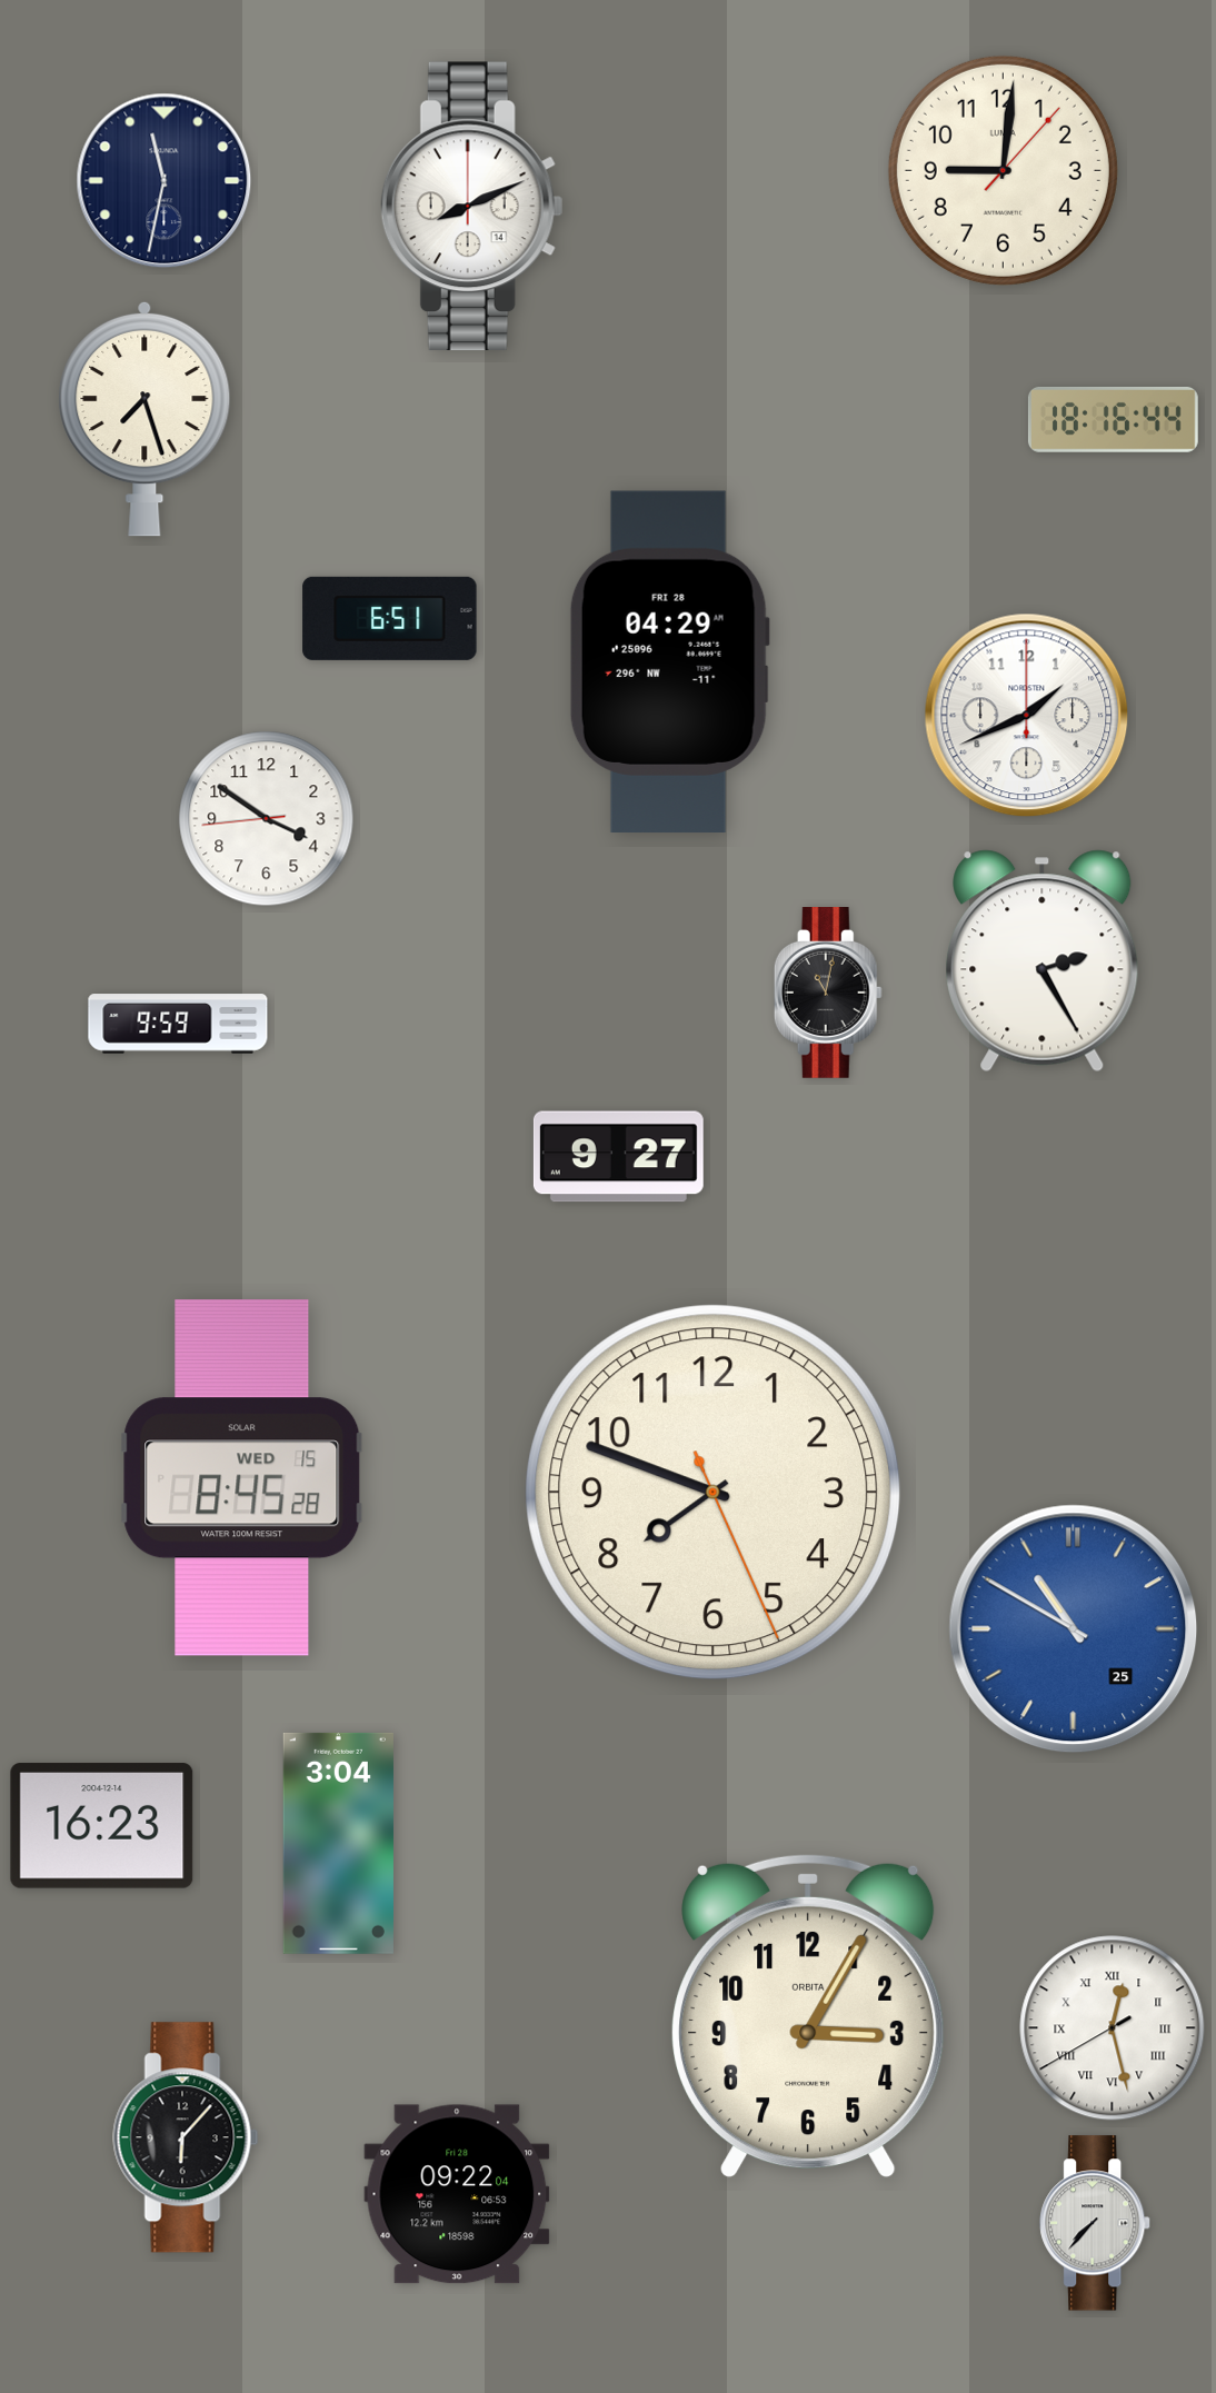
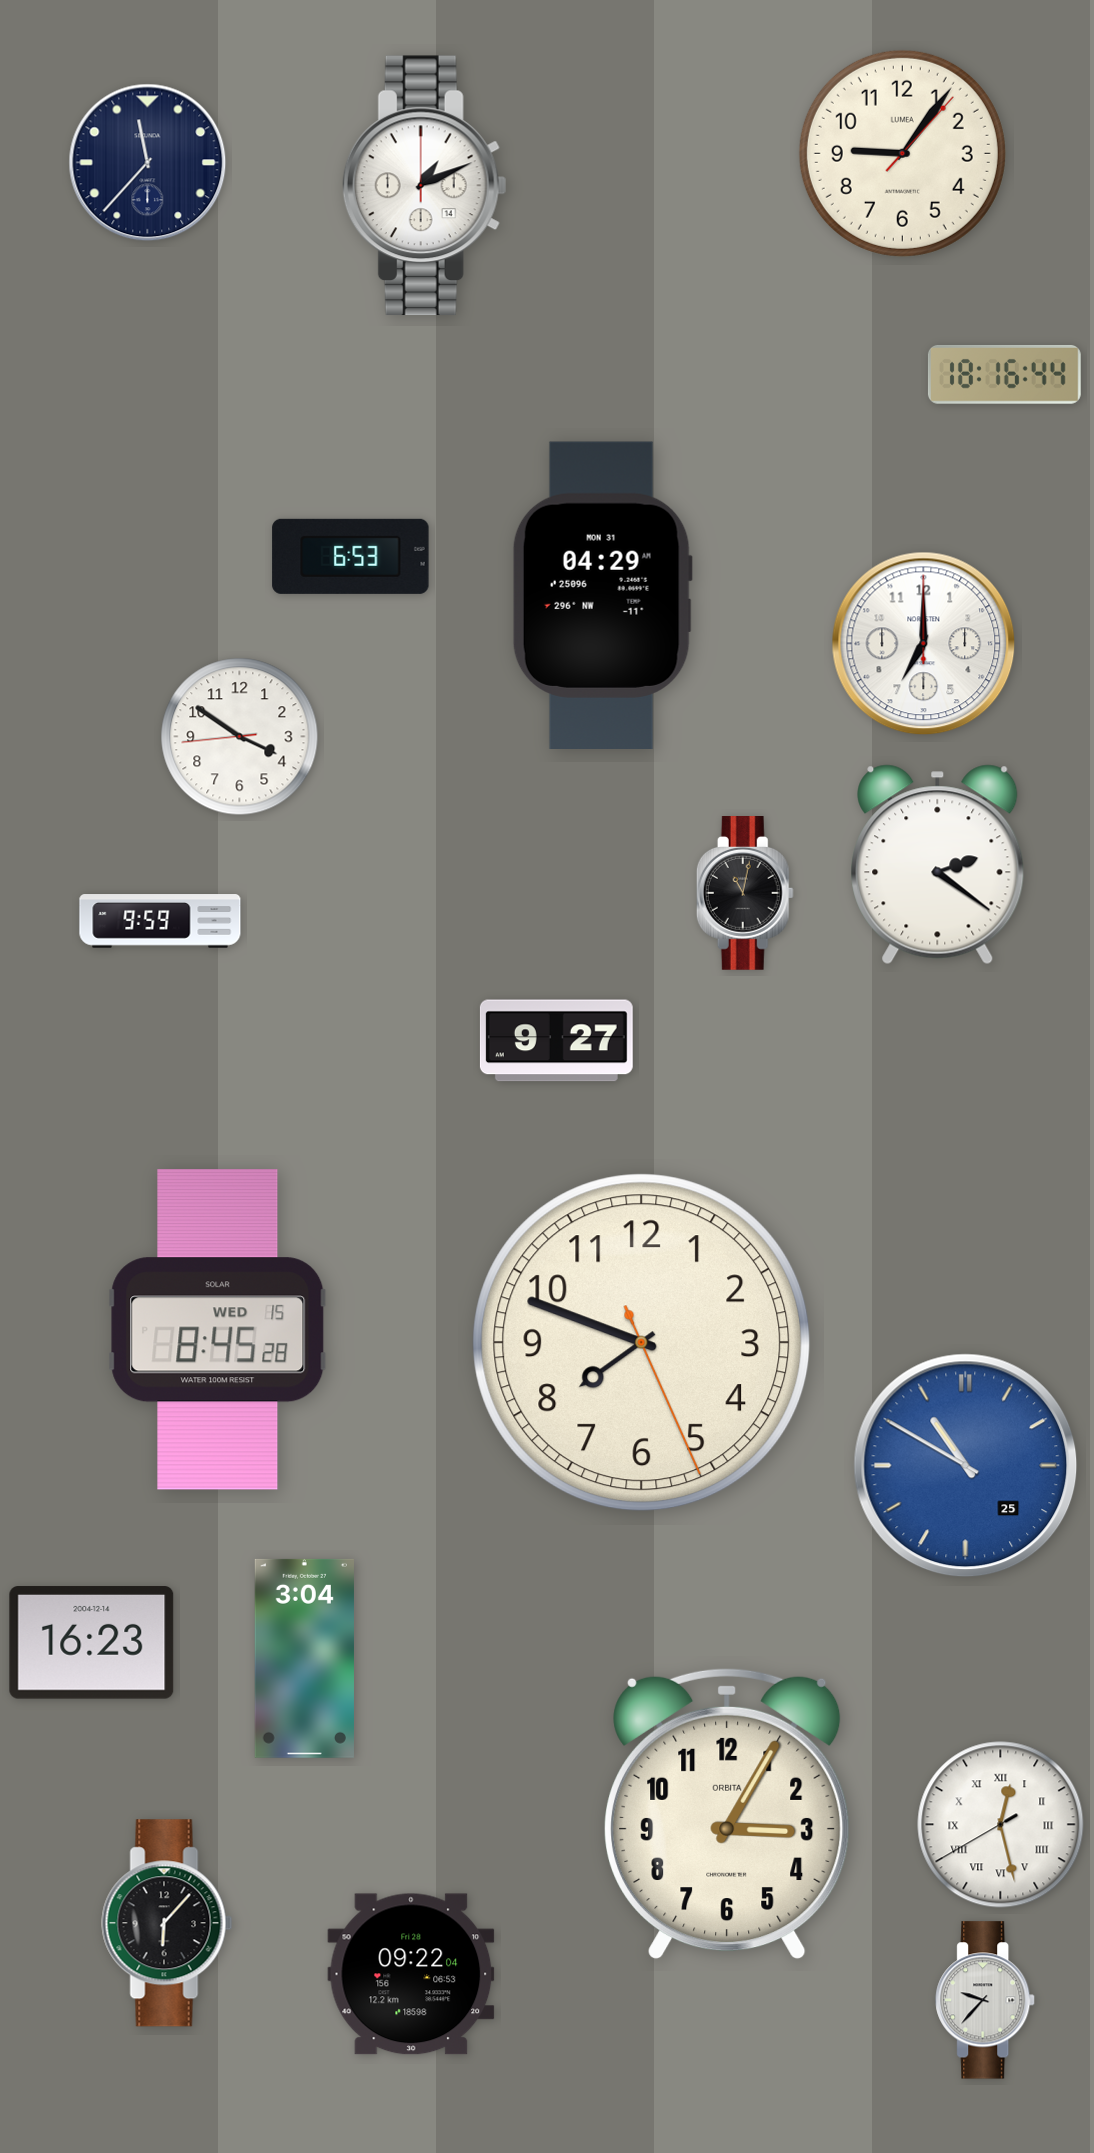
clock at (1003, 170): 9:01 -> 9:06
clock at (165, 181): 11:32 -> 11:37
clock at (471, 207): 8:11 -> 1:11
clock at (144, 419): 7:27 -> none
clock at (1113, 419) position: (1113, 419) -> (1004, 374)
clock at (390, 618): 6:51 -> 6:53
clock at (669, 661) date: FRI 28 -> MON 31
clock at (1027, 716): 1:41 -> 7:00
clock at (1043, 961): 2:25 -> 2:21
clock at (1096, 2223): 7:37 -> 9:37
